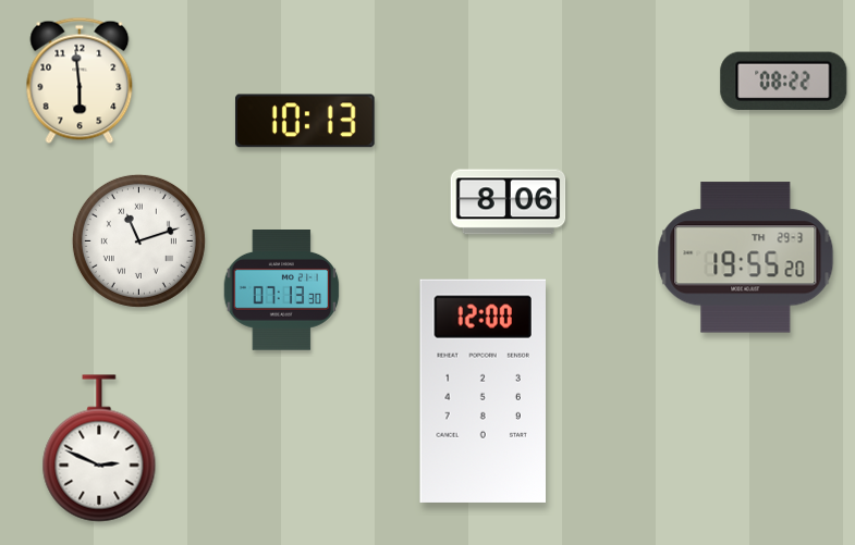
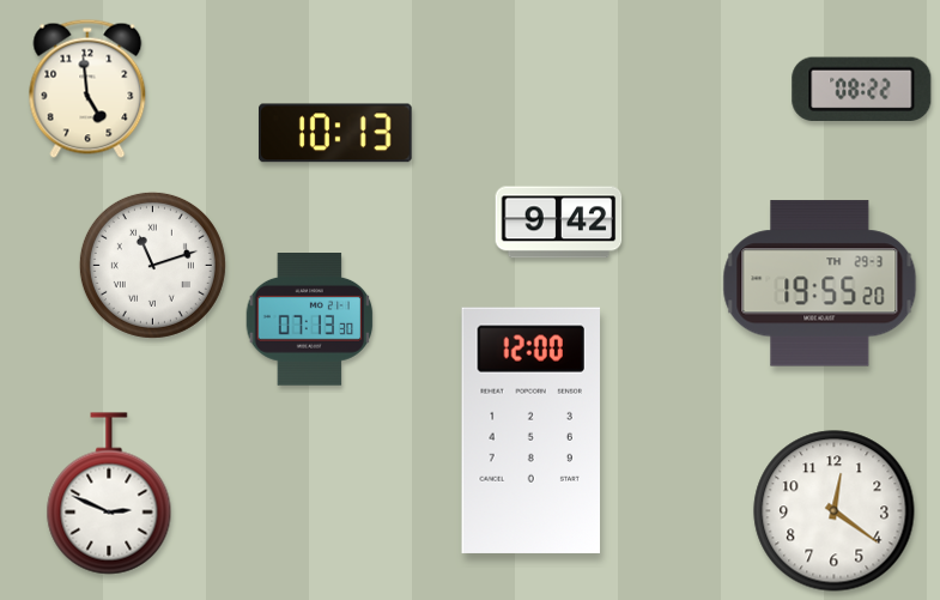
clock at (80, 80): 5:59 -> 4:59
clock at (509, 202): 8:06 -> 9:42
clock at (835, 511): none -> 12:21
